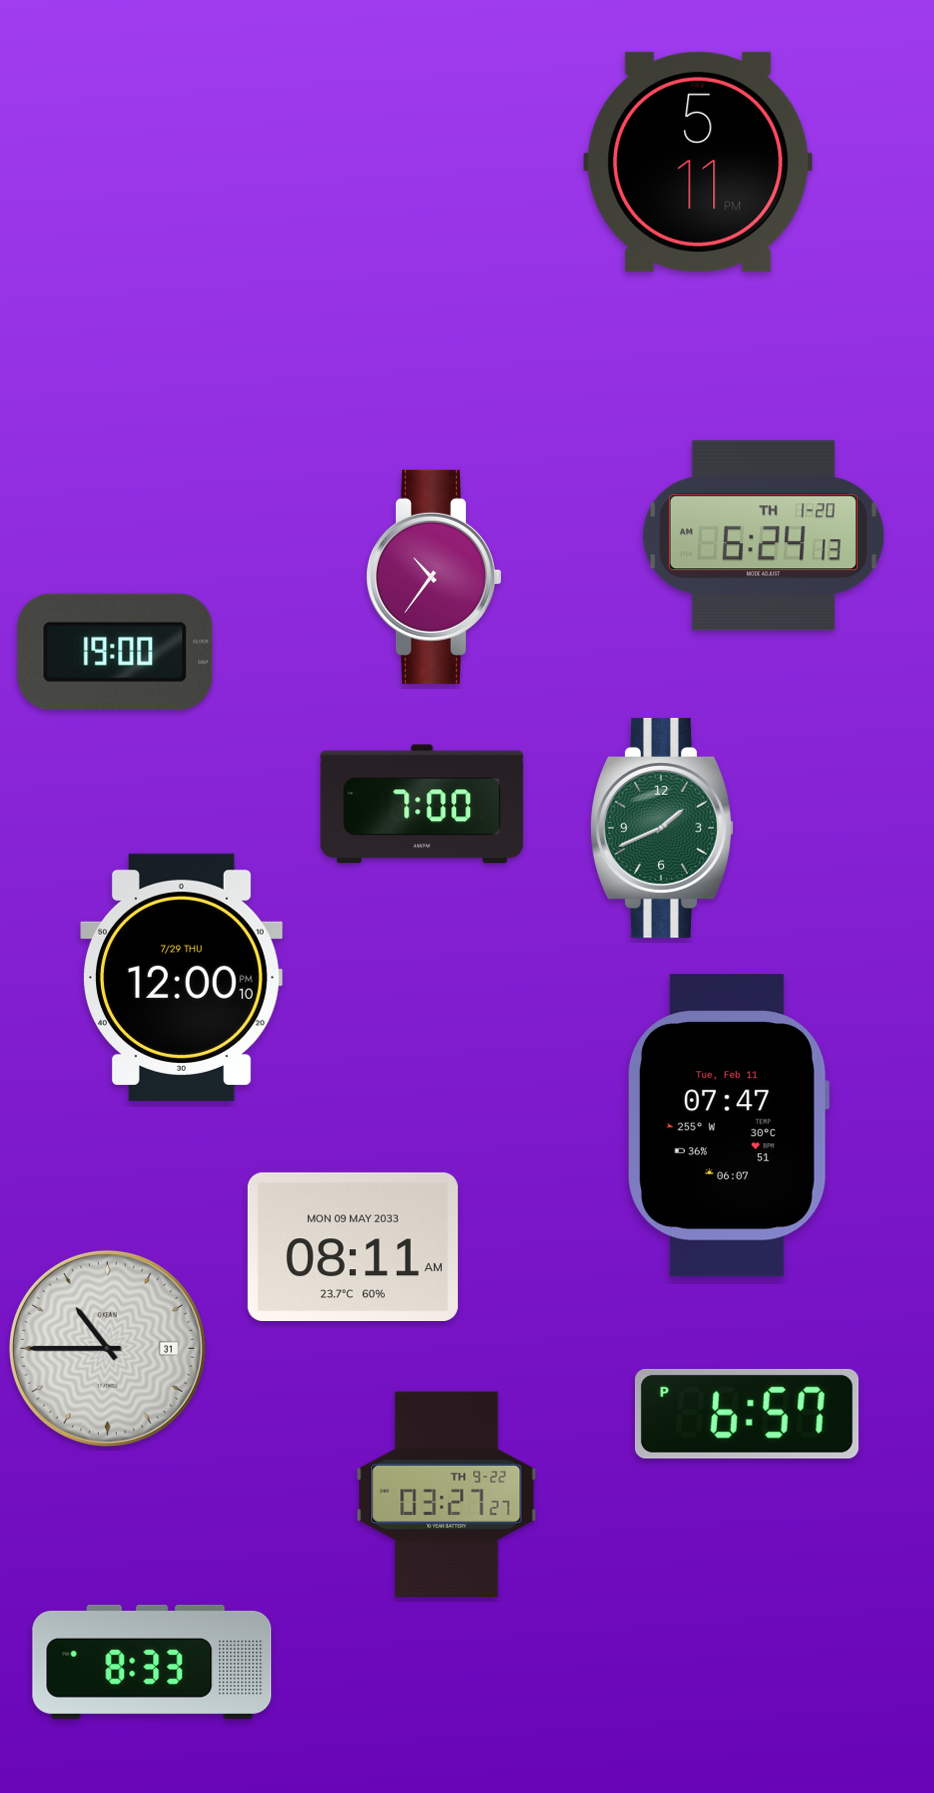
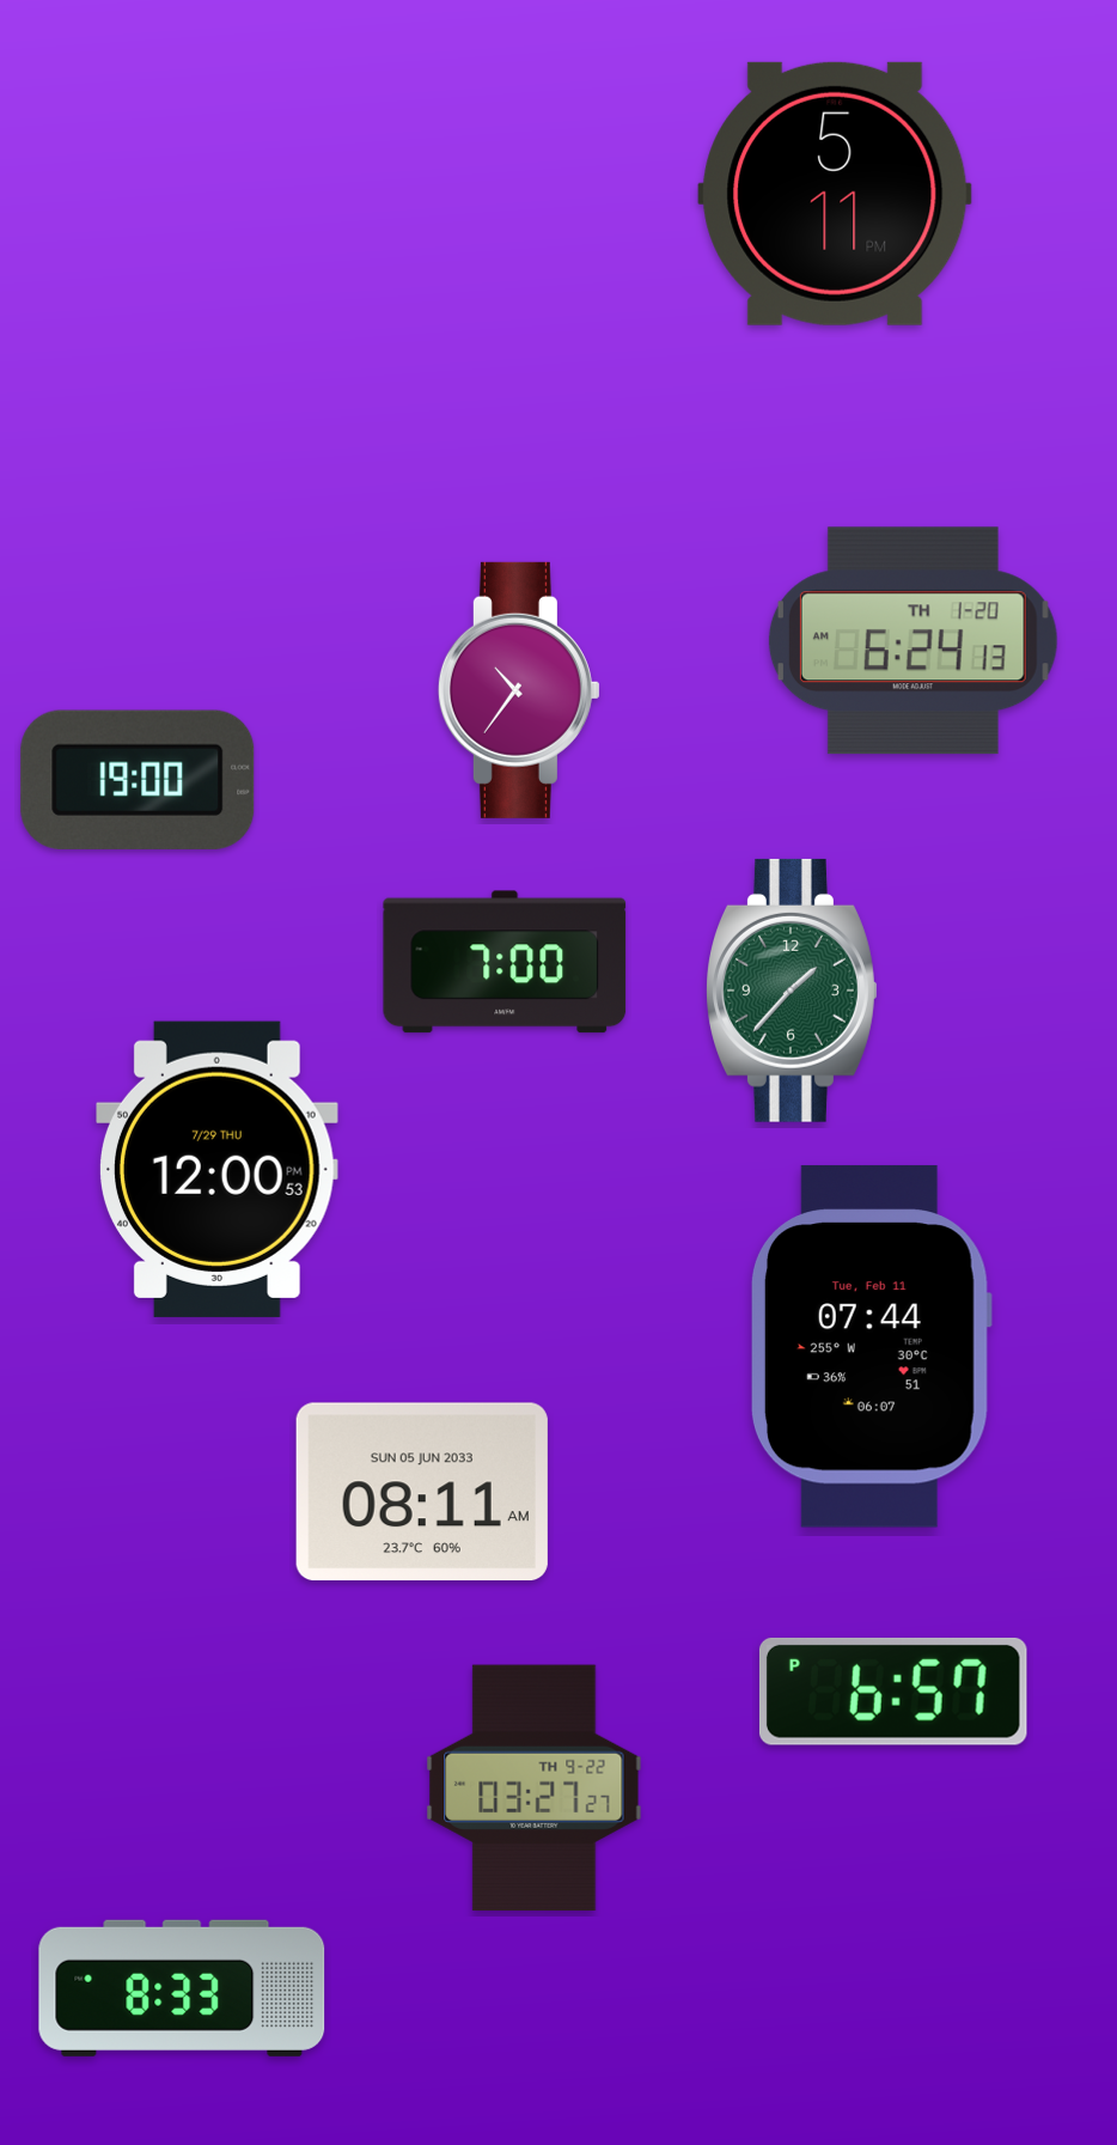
clock at (663, 828): 1:41 -> 1:37
clock at (182, 977): 12:00:10 PM -> 12:00:53 PM
clock at (728, 1125): 07:47 -> 07:44
clock at (353, 1247) date: MON 09 MAY 2033 -> SUN 05 JUN 2033
clock at (108, 1349): 10:45 -> none
